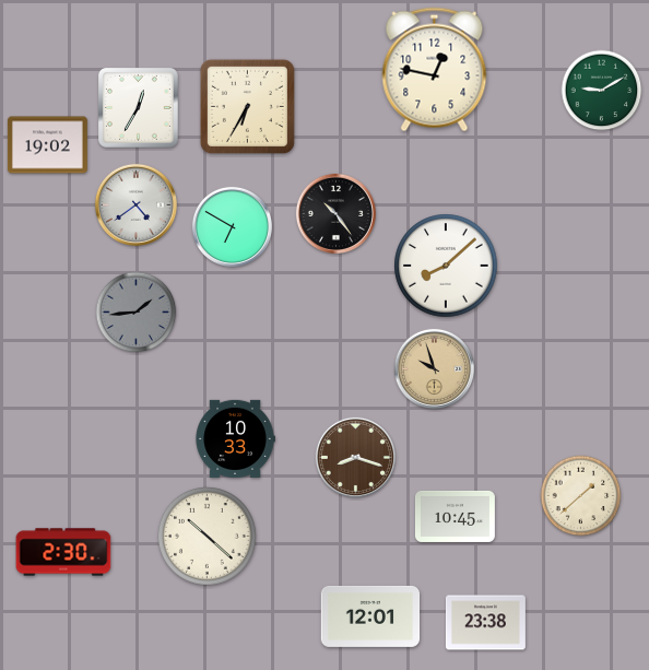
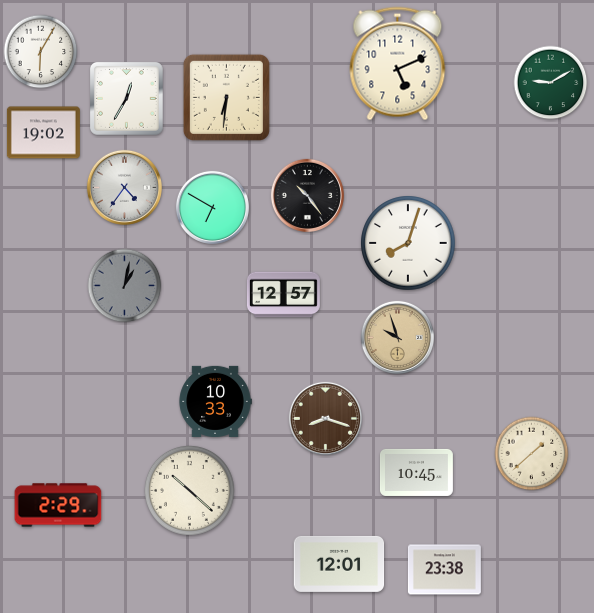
clock at (41, 52): none -> 6:05
clock at (435, 70): 12:47 -> 5:11
clock at (247, 106): 6:35 -> 6:31
clock at (135, 204): 4:39 -> 4:36
clock at (446, 266): 8:08 -> 8:03
clock at (137, 313): 1:44 -> 1:02
clock at (283, 295): none -> 12:57
clock at (63, 552): 2:30 -> 2:29
